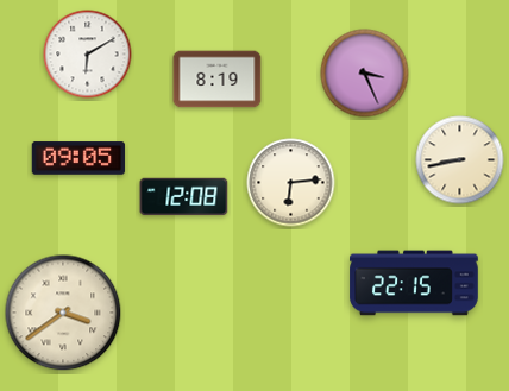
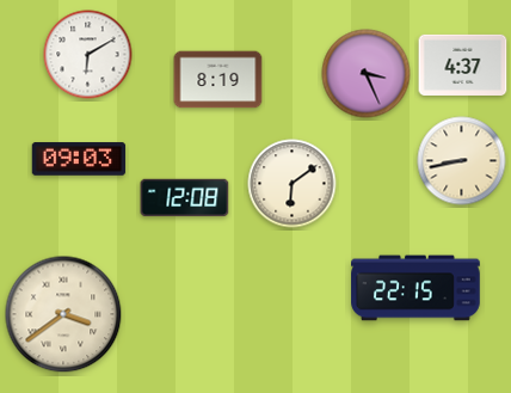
clock at (463, 65): none -> 4:37
clock at (78, 158): 09:05 -> 09:03
clock at (291, 183): 6:14 -> 6:09
clock at (414, 283) position: (414, 283) -> (415, 288)
